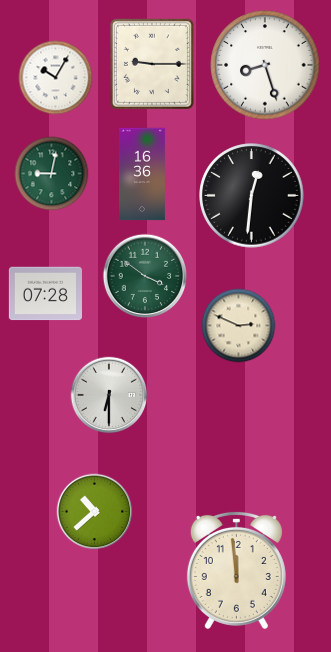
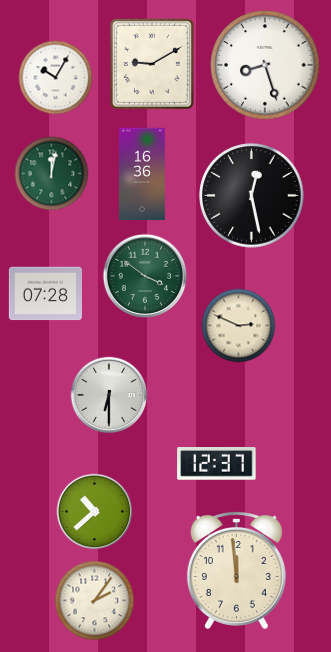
clock at (152, 64): 9:15 -> 9:10
clock at (52, 174): 9:02 -> 12:02
clock at (252, 196): 12:31 -> 12:28
clock at (217, 464): none -> 12:37
clock at (95, 601): none -> 2:06
